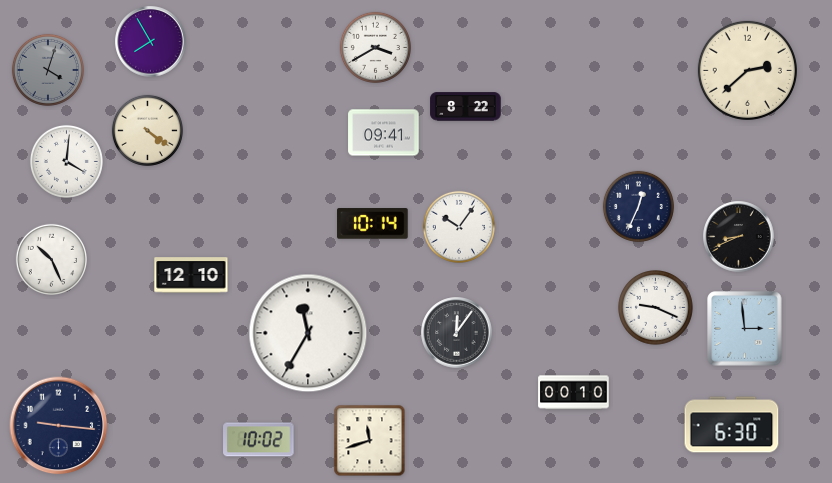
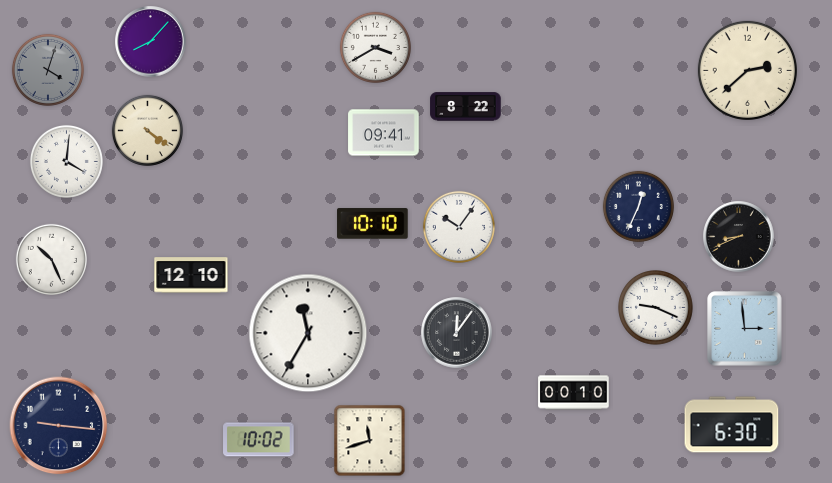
clock at (151, 42): 7:55 -> 8:07
clock at (373, 224): 10:14 -> 10:10
